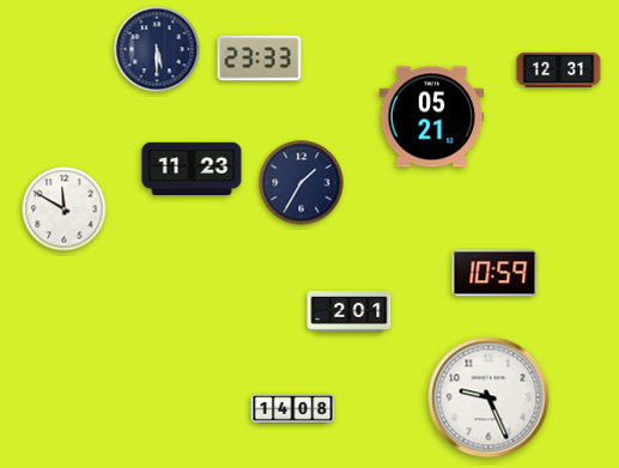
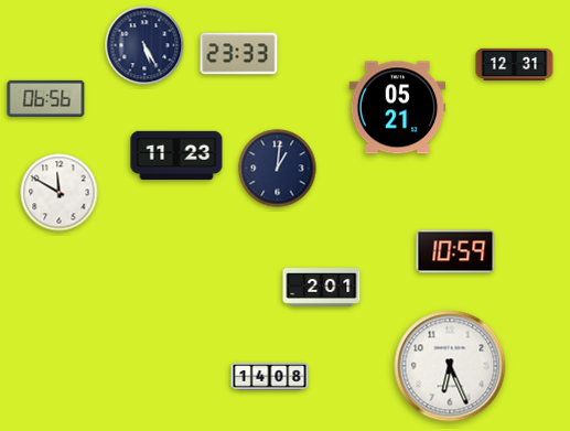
clock at (157, 49): 5:30 -> 5:25
clock at (46, 98): none -> 06:56
clock at (302, 183): 1:35 -> 1:01
clock at (488, 397): 9:26 -> 6:26
